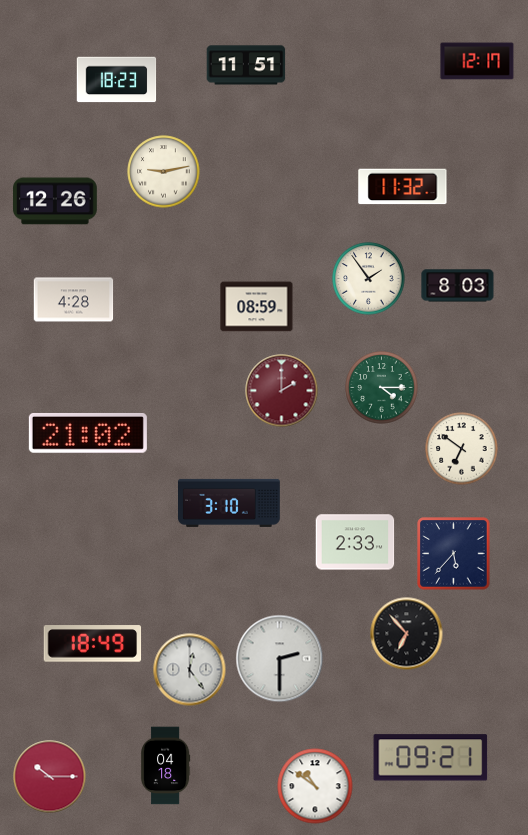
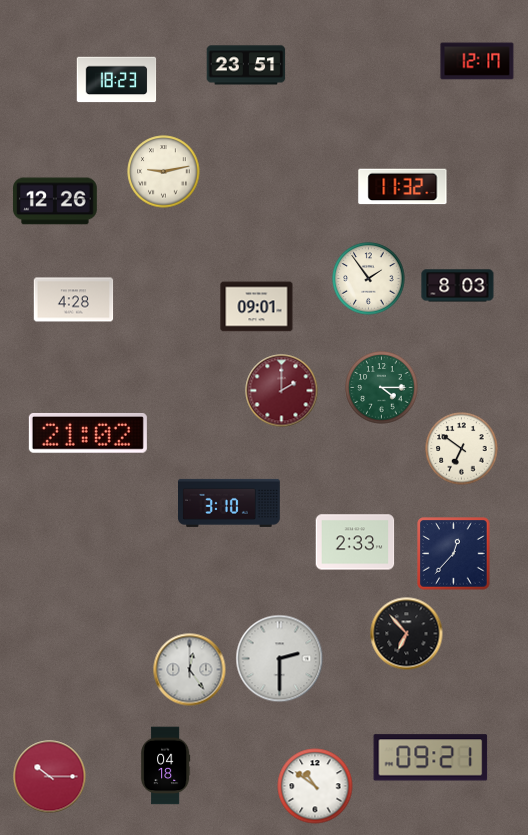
clock at (246, 65): 11:51 -> 23:51
clock at (257, 307): 08:59 -> 09:01
clock at (454, 554): 5:37 -> 12:37
clock at (93, 644): 18:49 -> none
